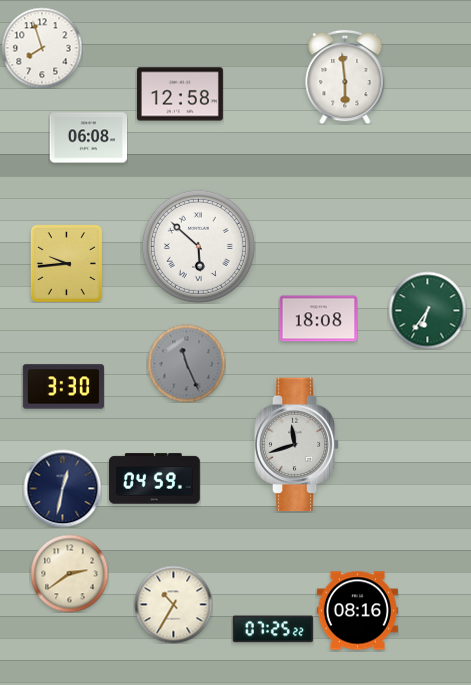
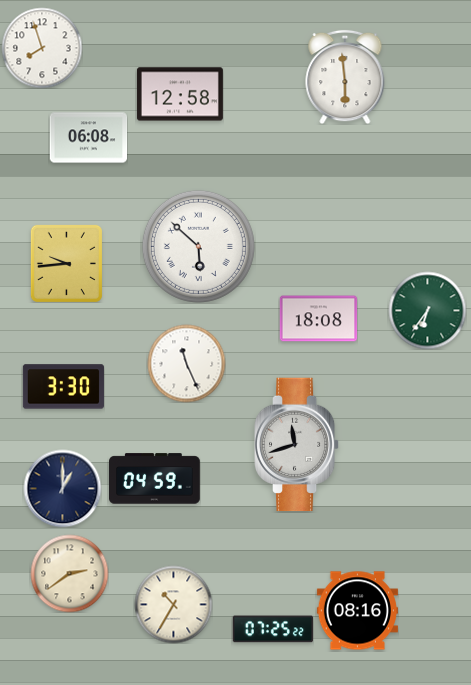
clock at (186, 363) dial: grey -> white
clock at (62, 488): 12:32 -> 1:00
